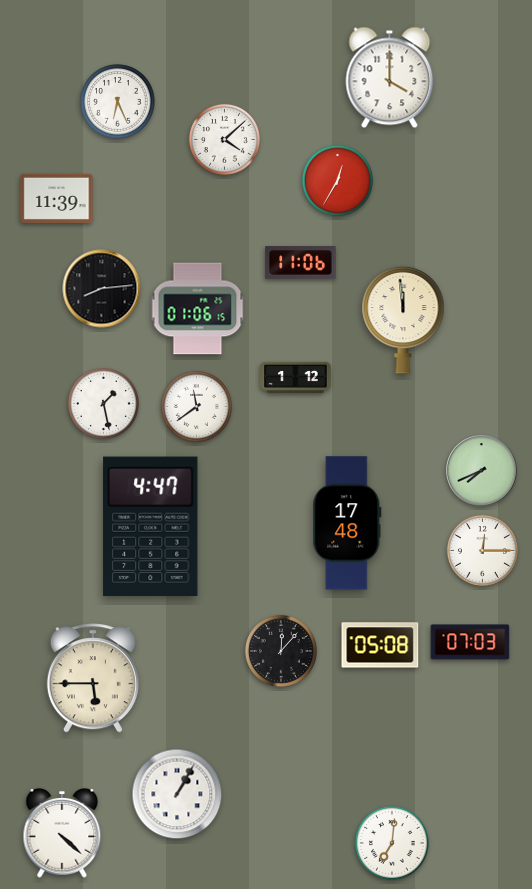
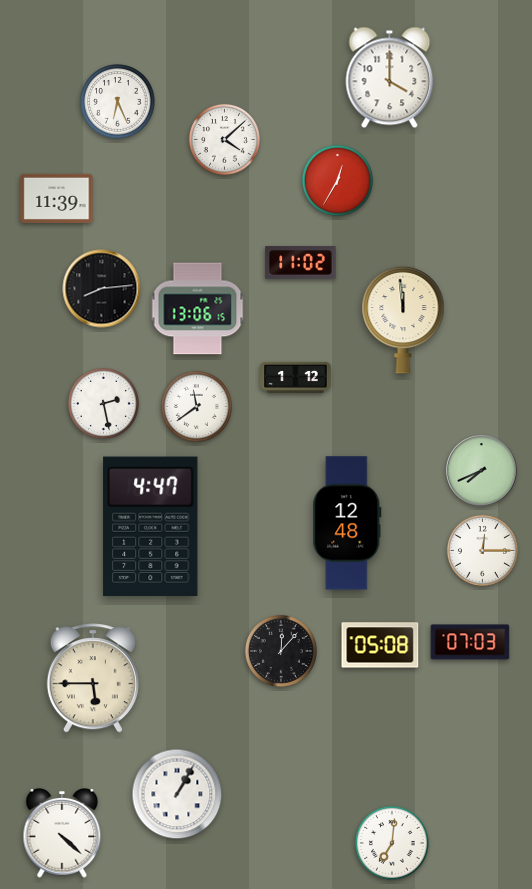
clock at (301, 263): 11:06 -> 11:02
clock at (198, 309): 01:06 -> 13:06
clock at (103, 403): 1:28 -> 2:28
clock at (347, 523): 17:48 -> 12:48
